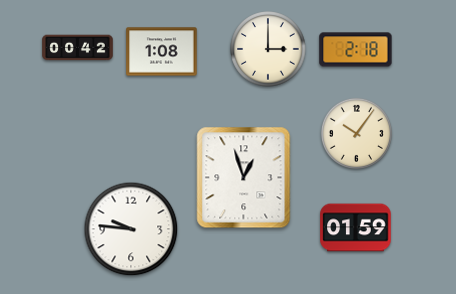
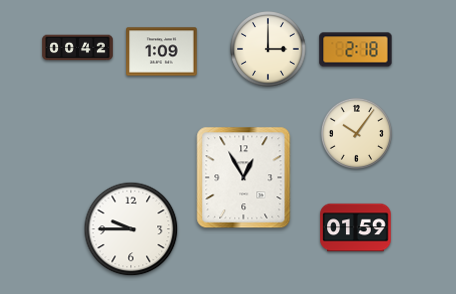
clock at (162, 52): 1:08 -> 1:09
clock at (244, 178): 12:57 -> 12:55
clock at (131, 229): 9:46 -> 9:45
